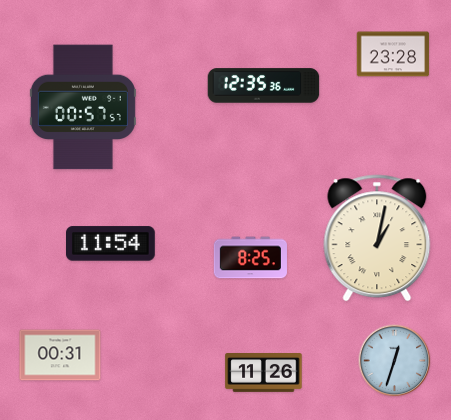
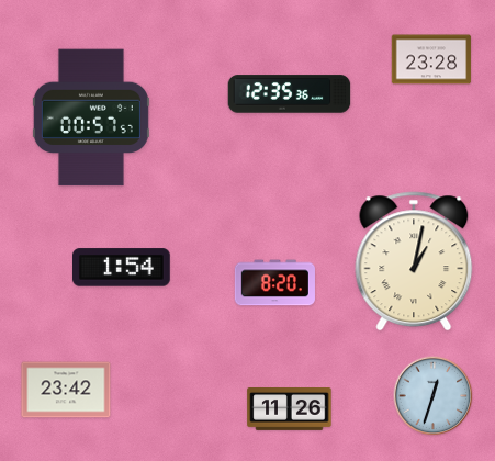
clock at (111, 244): 11:54 -> 1:54
clock at (250, 258): 8:25 -> 8:20
clock at (60, 355): 00:31 -> 23:42
